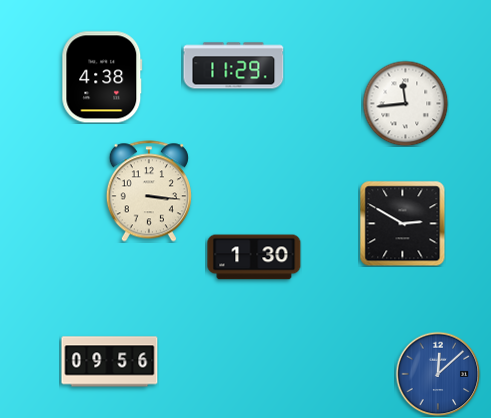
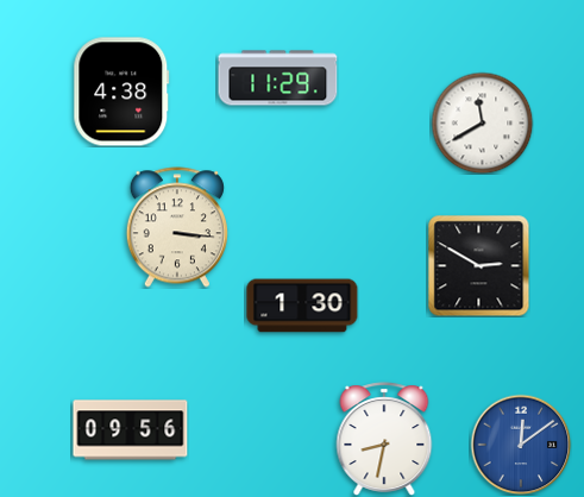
clock at (405, 103): 11:44 -> 11:40
clock at (384, 439): none -> 8:32
clock at (438, 374): 12:08 -> 12:09
